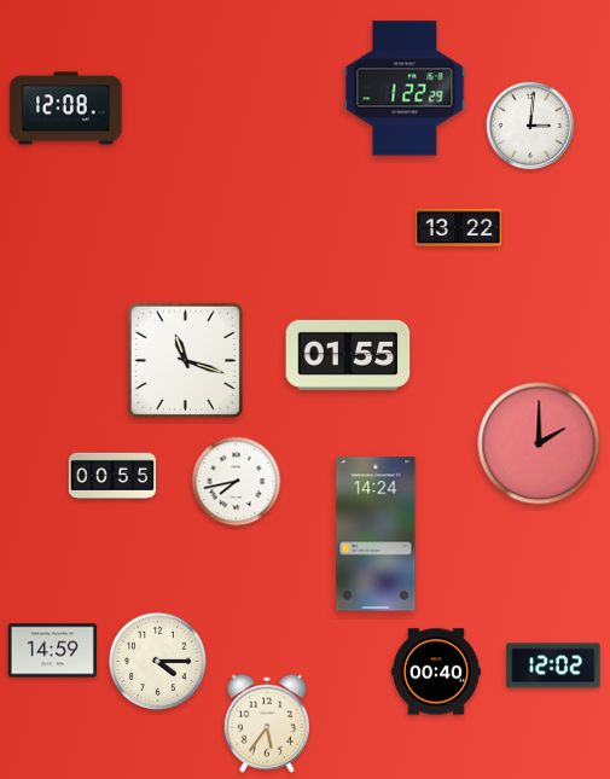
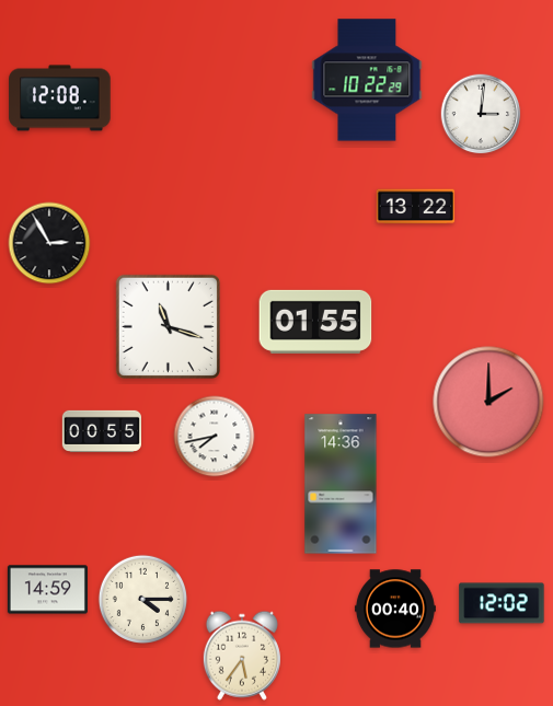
clock at (405, 88): 1:22 -> 10:22
clock at (49, 243): none -> 2:55
clock at (376, 534): 14:24 -> 14:36
